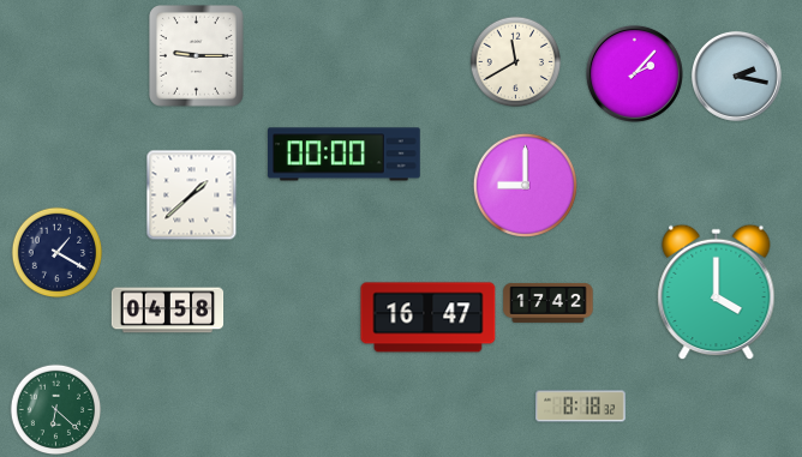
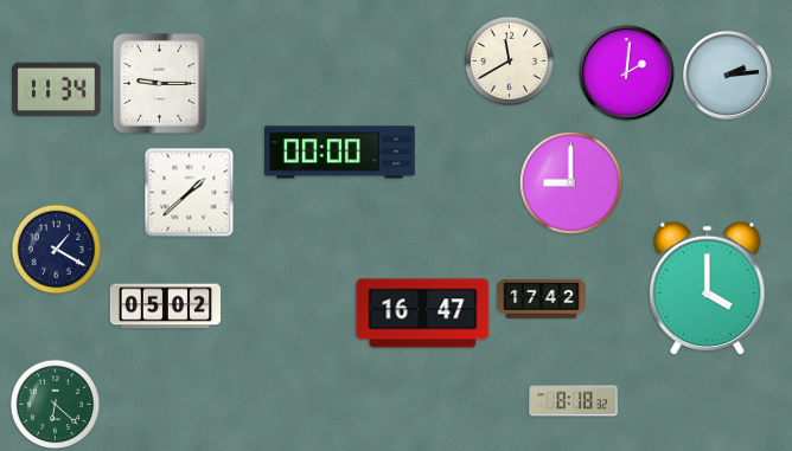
clock at (197, 56) position: (197, 56) -> (160, 84)
clock at (634, 73): 2:07 -> 2:01
clock at (736, 76): 2:17 -> 2:14
clock at (57, 90): none -> 11:34
clock at (525, 185) position: (525, 185) -> (570, 182)
clock at (168, 311): 04:58 -> 05:02
